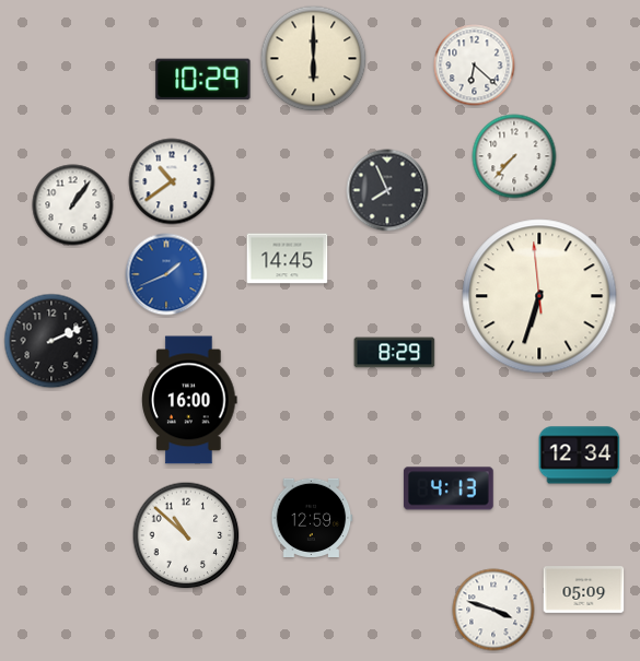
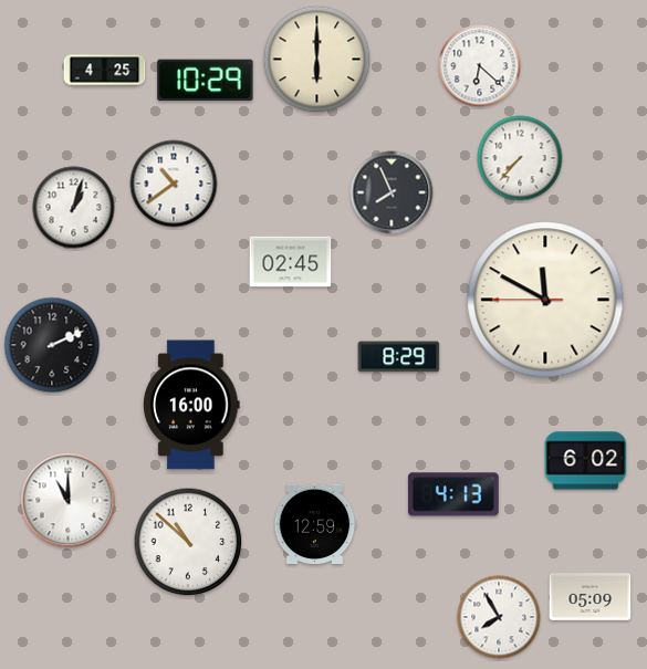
clock at (105, 71): none -> 4:25
clock at (73, 205): 1:06 -> 1:03
clock at (288, 259): 14:45 -> 02:45
clock at (166, 274): 1:41 -> none
clock at (539, 296): 6:32 -> 11:49
clock at (580, 456): 12:34 -> 6:02
clock at (69, 501): none -> 11:00
clock at (493, 610): 3:48 -> 7:55
